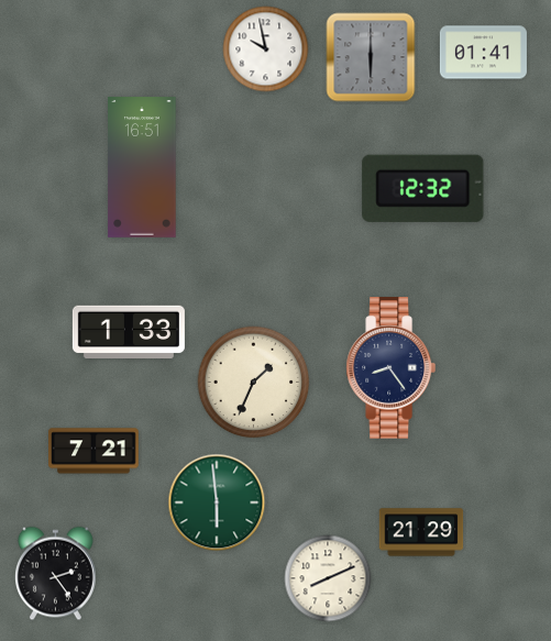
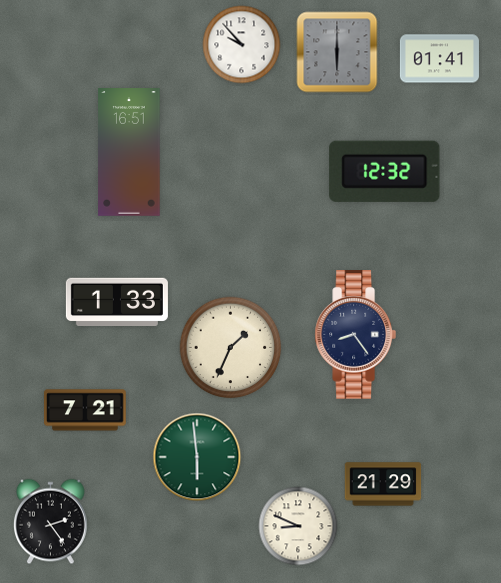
clock at (266, 49): 9:58 -> 9:53
clock at (483, 53) position: (483, 53) -> (439, 59)
clock at (328, 578): 8:11 -> 8:49
